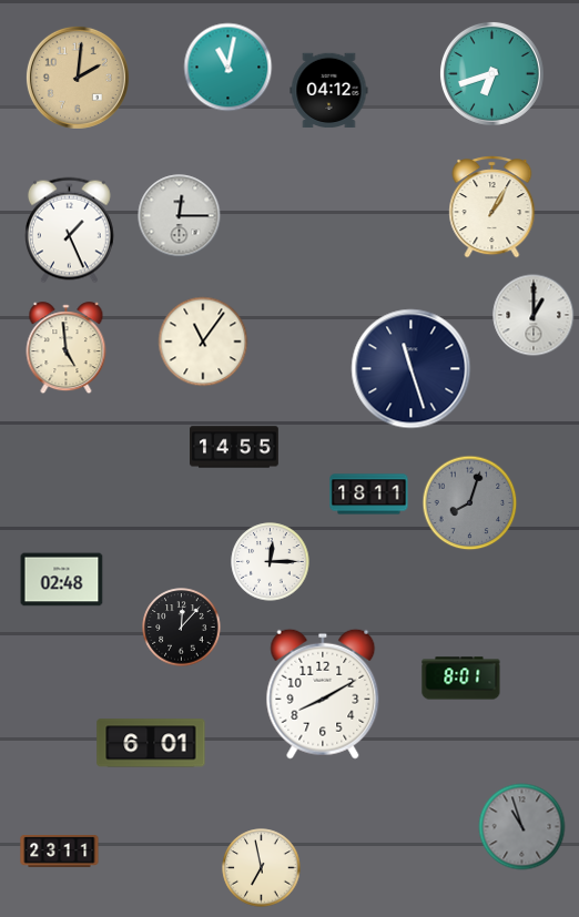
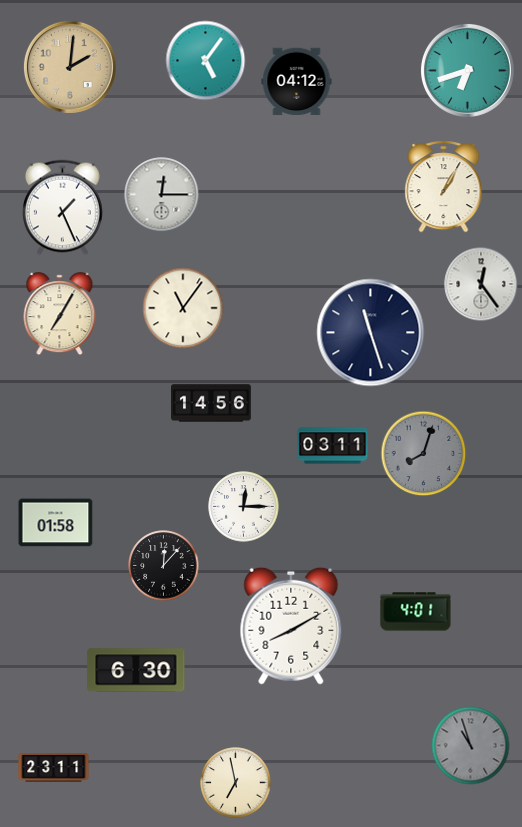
clock at (228, 68): 11:02 -> 5:06
clock at (491, 73) position: (491, 73) -> (467, 70)
clock at (78, 78) position: (78, 78) -> (70, 67)
clock at (534, 315): 1:00 -> 12:24
clock at (67, 348): 4:59 -> 7:05
clock at (235, 447): 14:55 -> 14:56
clock at (369, 495): 18:11 -> 03:11
clock at (62, 580): 02:48 -> 01:58
clock at (461, 679): 8:01 -> 4:01
clock at (151, 743): 6:01 -> 6:30
